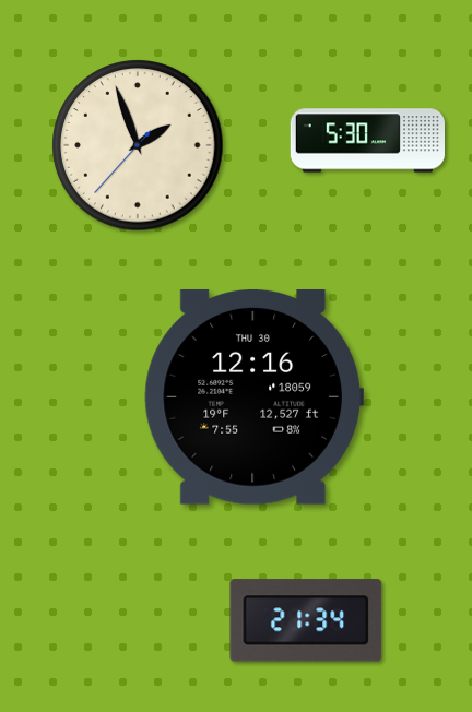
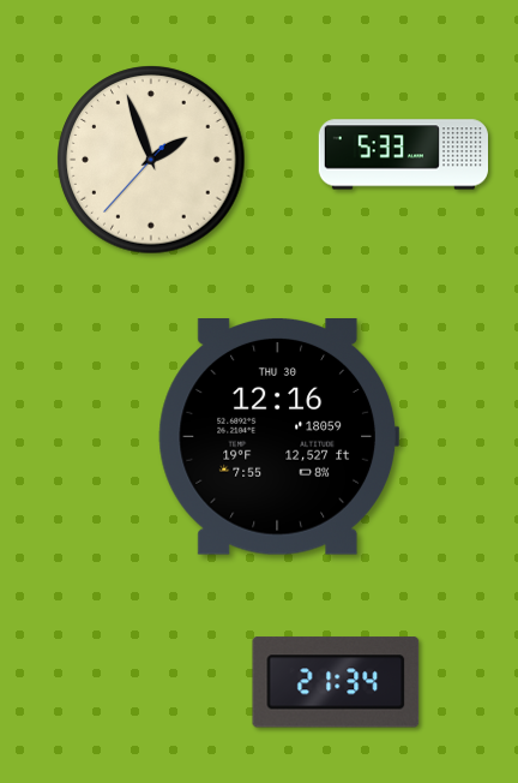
clock at (367, 141): 5:30 -> 5:33
